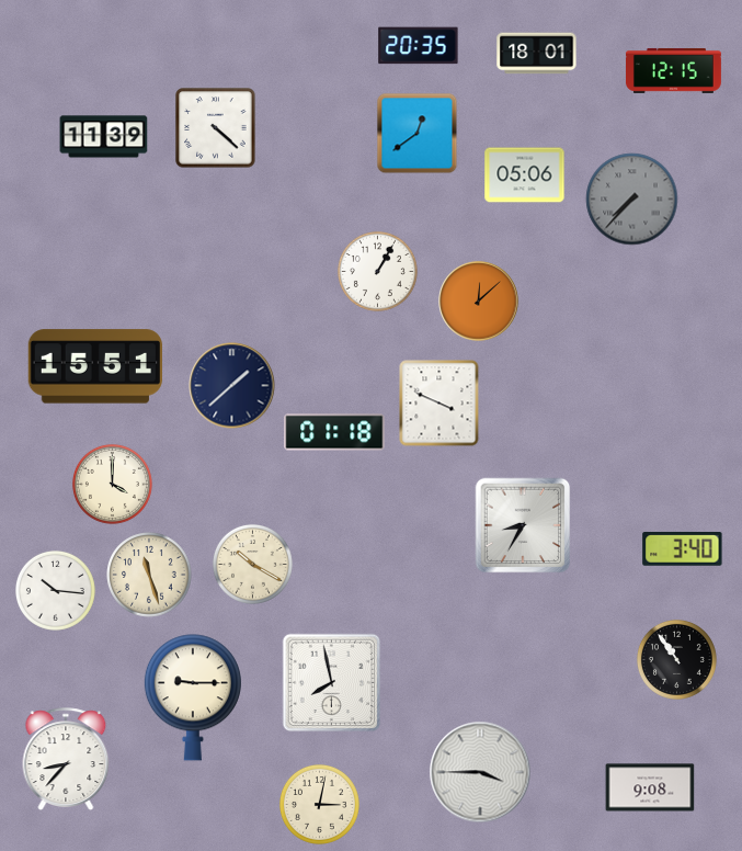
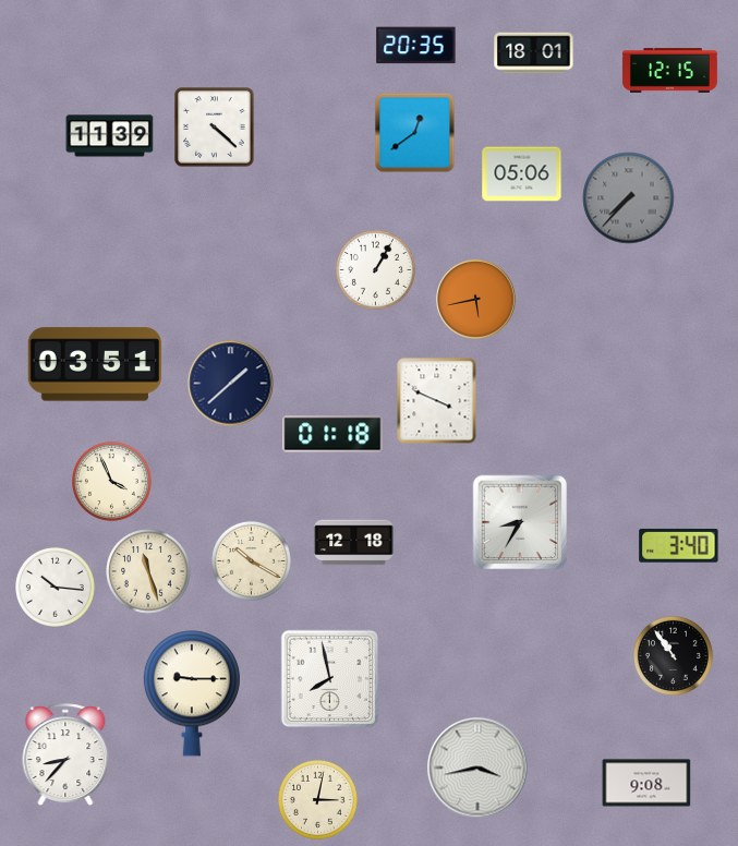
clock at (104, 137) position: (104, 137) -> (110, 136)
clock at (479, 302): 12:08 -> 5:43
clock at (95, 366): 15:51 -> 03:51
clock at (334, 432) position: (334, 432) -> (332, 434)
clock at (112, 484): 4:00 -> 3:56
clock at (354, 543): none -> 12:18
clock at (480, 772): 3:45 -> 3:43
